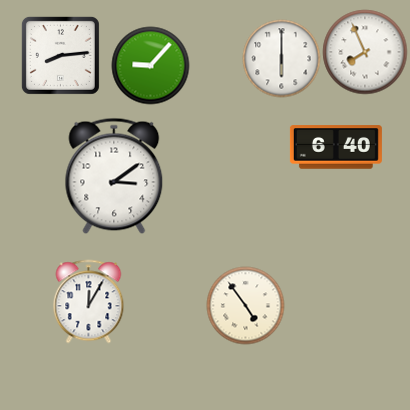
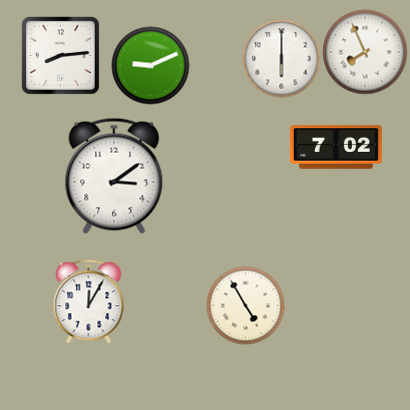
clock at (150, 65): 9:07 -> 9:11
clock at (336, 147): 6:40 -> 7:02
clock at (245, 305): 4:54 -> 4:55
